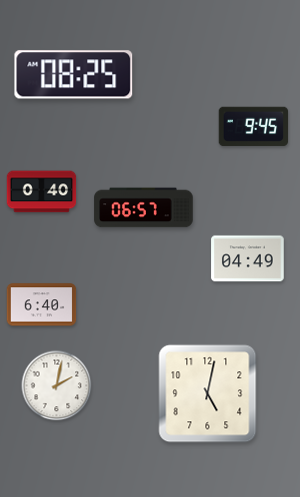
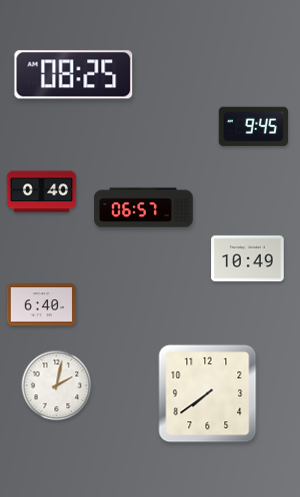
clock at (248, 259): 04:49 -> 10:49
clock at (208, 394): 5:02 -> 7:39
